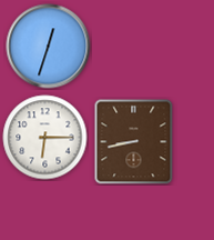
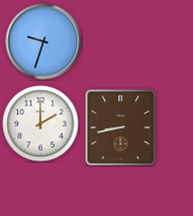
clock at (49, 47): 12:33 -> 9:33
clock at (45, 138): 6:15 -> 2:00
